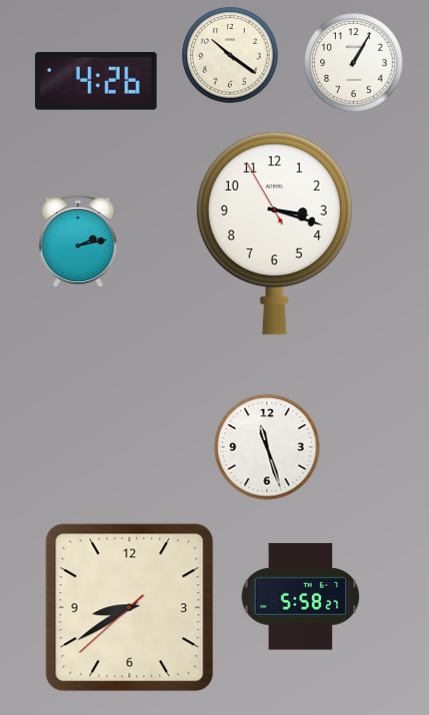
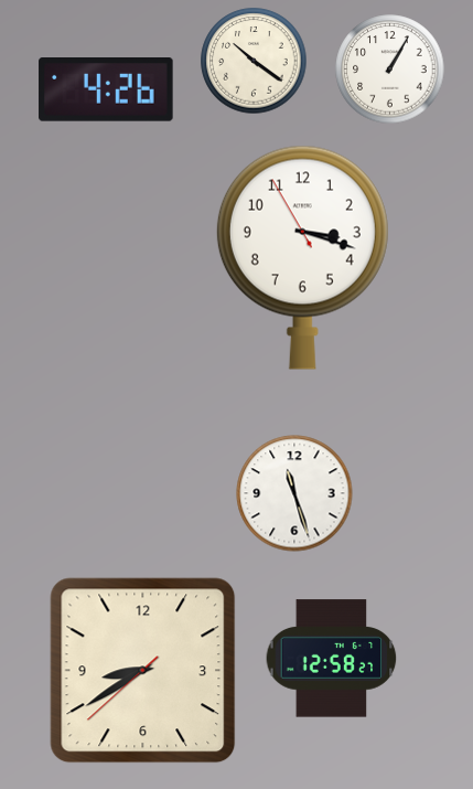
clock at (78, 241): 2:13 -> none
clock at (301, 597): 5:58 -> 12:58
